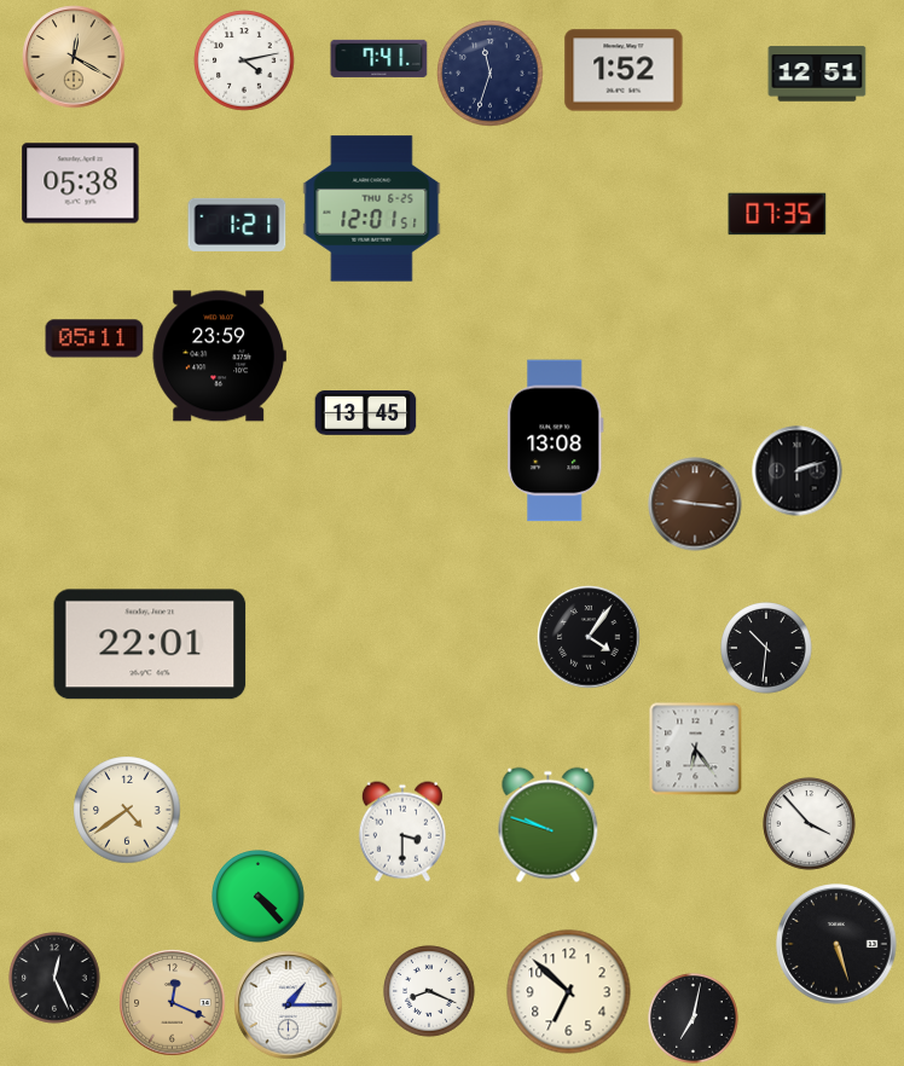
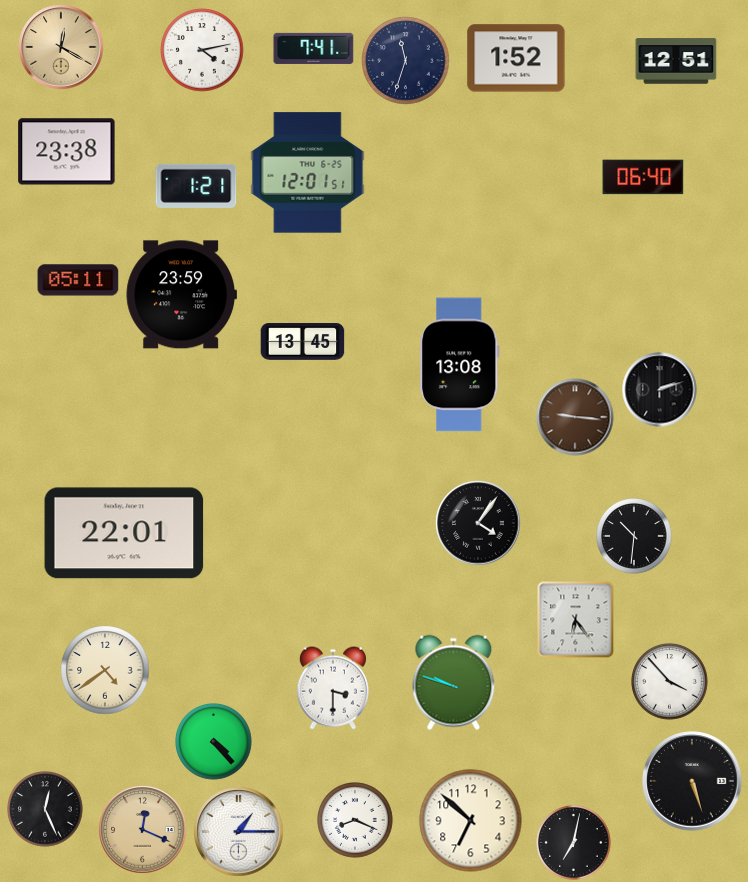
clock at (81, 184): 05:38 -> 23:38
clock at (777, 214): 07:35 -> 06:40
clock at (589, 637) position: (589, 637) -> (478, 523)
